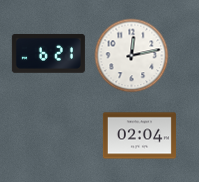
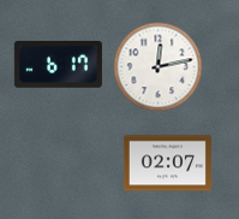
clock at (48, 53): 6:21 -> 6:17
clock at (139, 136): 02:04 -> 02:07
